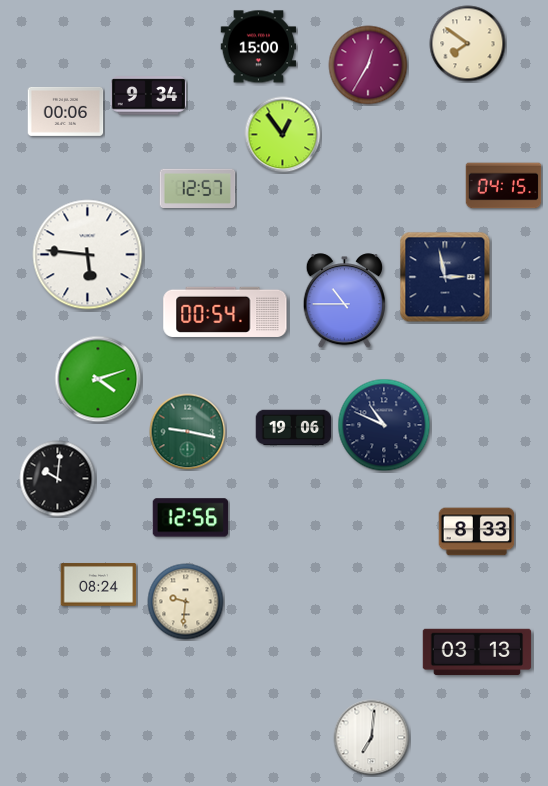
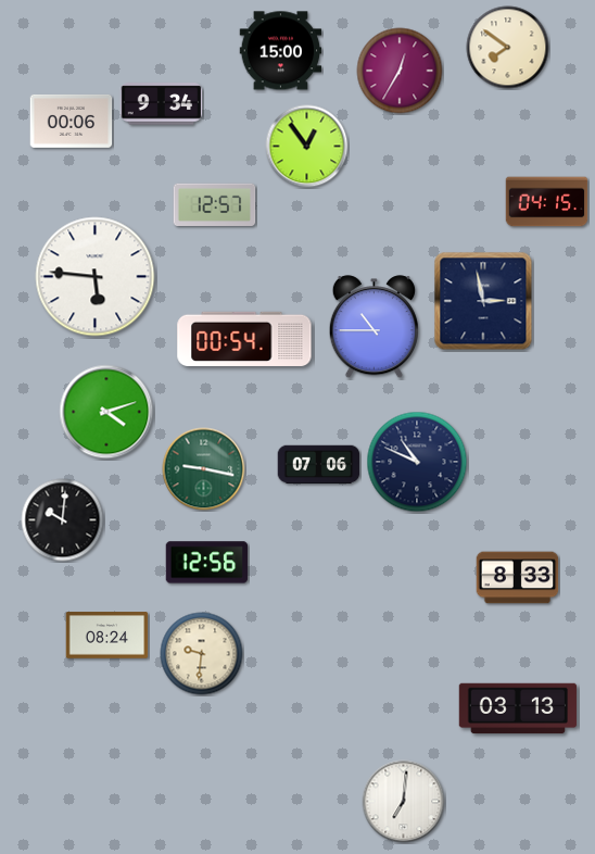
clock at (294, 428): 19:06 -> 07:06
